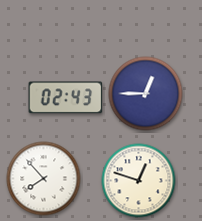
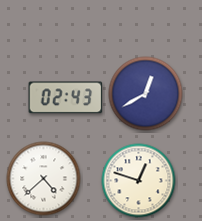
clock at (146, 94): 12:45 -> 12:40
clock at (44, 179): 7:53 -> 4:38
